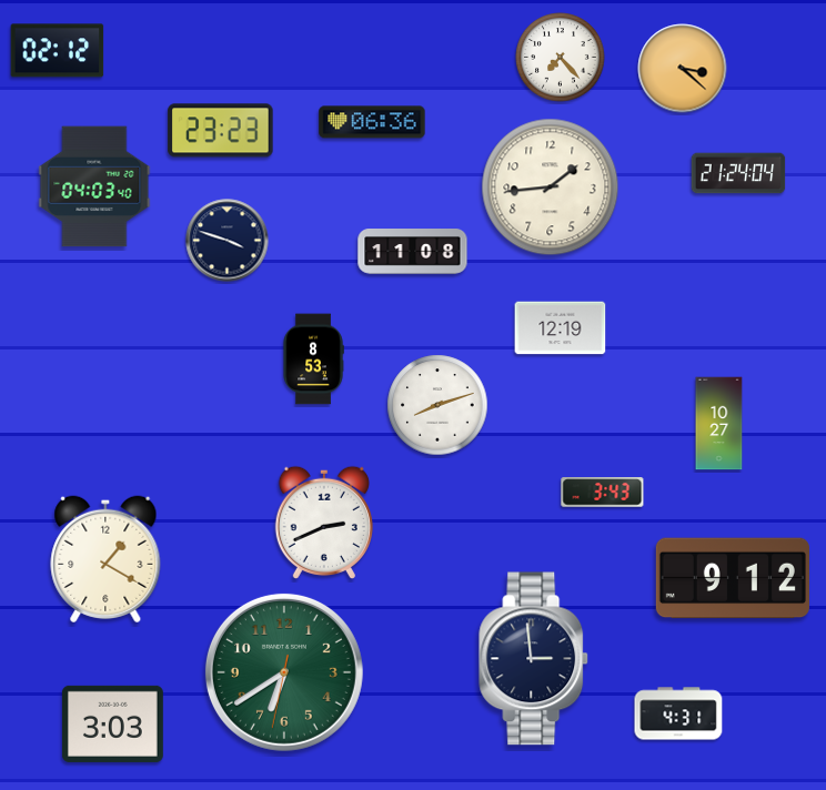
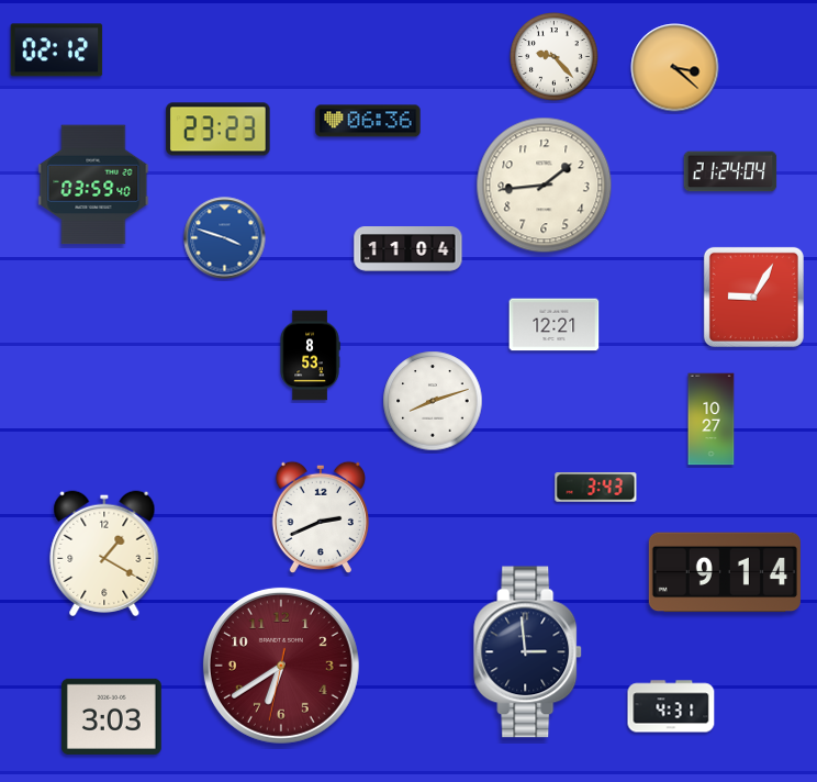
clock at (561, 58): 7:23 -> 9:23
clock at (94, 186): 04:03 -> 03:59
clock at (228, 241) dial: navy -> blue
clock at (413, 252): 11:08 -> 11:04
clock at (753, 297): none -> 9:05
clock at (561, 328): 12:19 -> 12:21
clock at (733, 578): 9:12 -> 9:14
clock at (284, 672) dial: green -> burgundy
